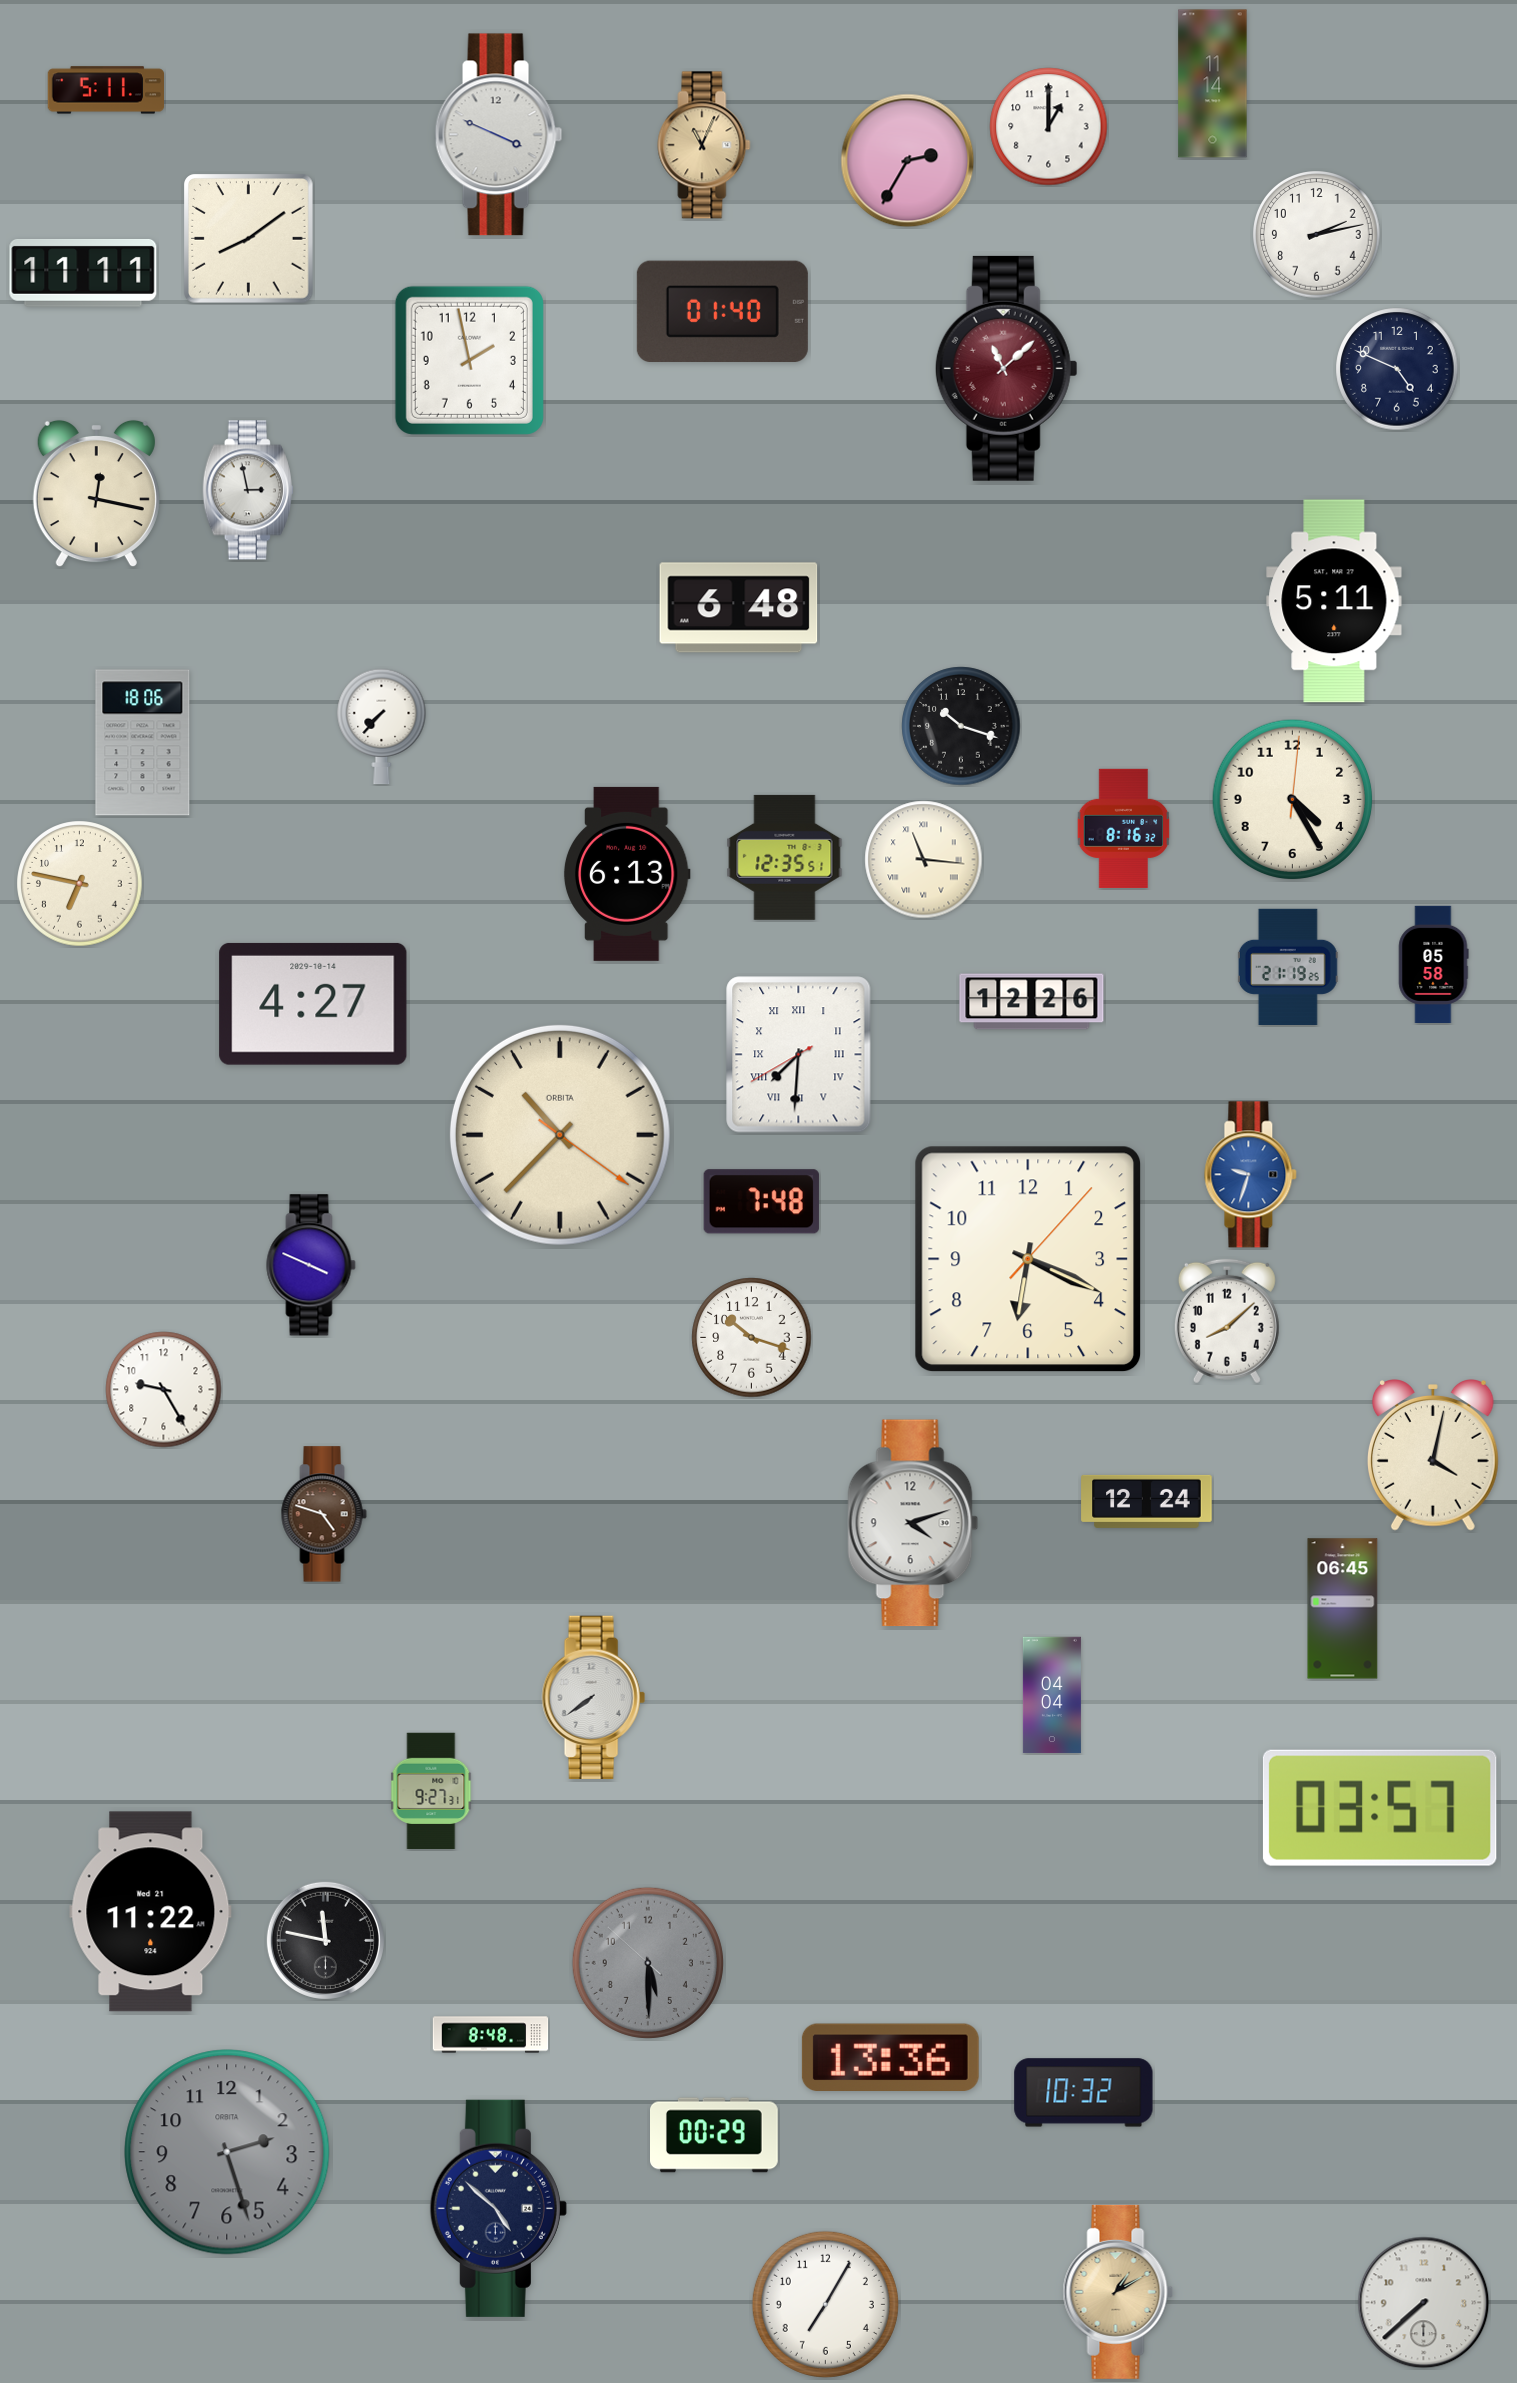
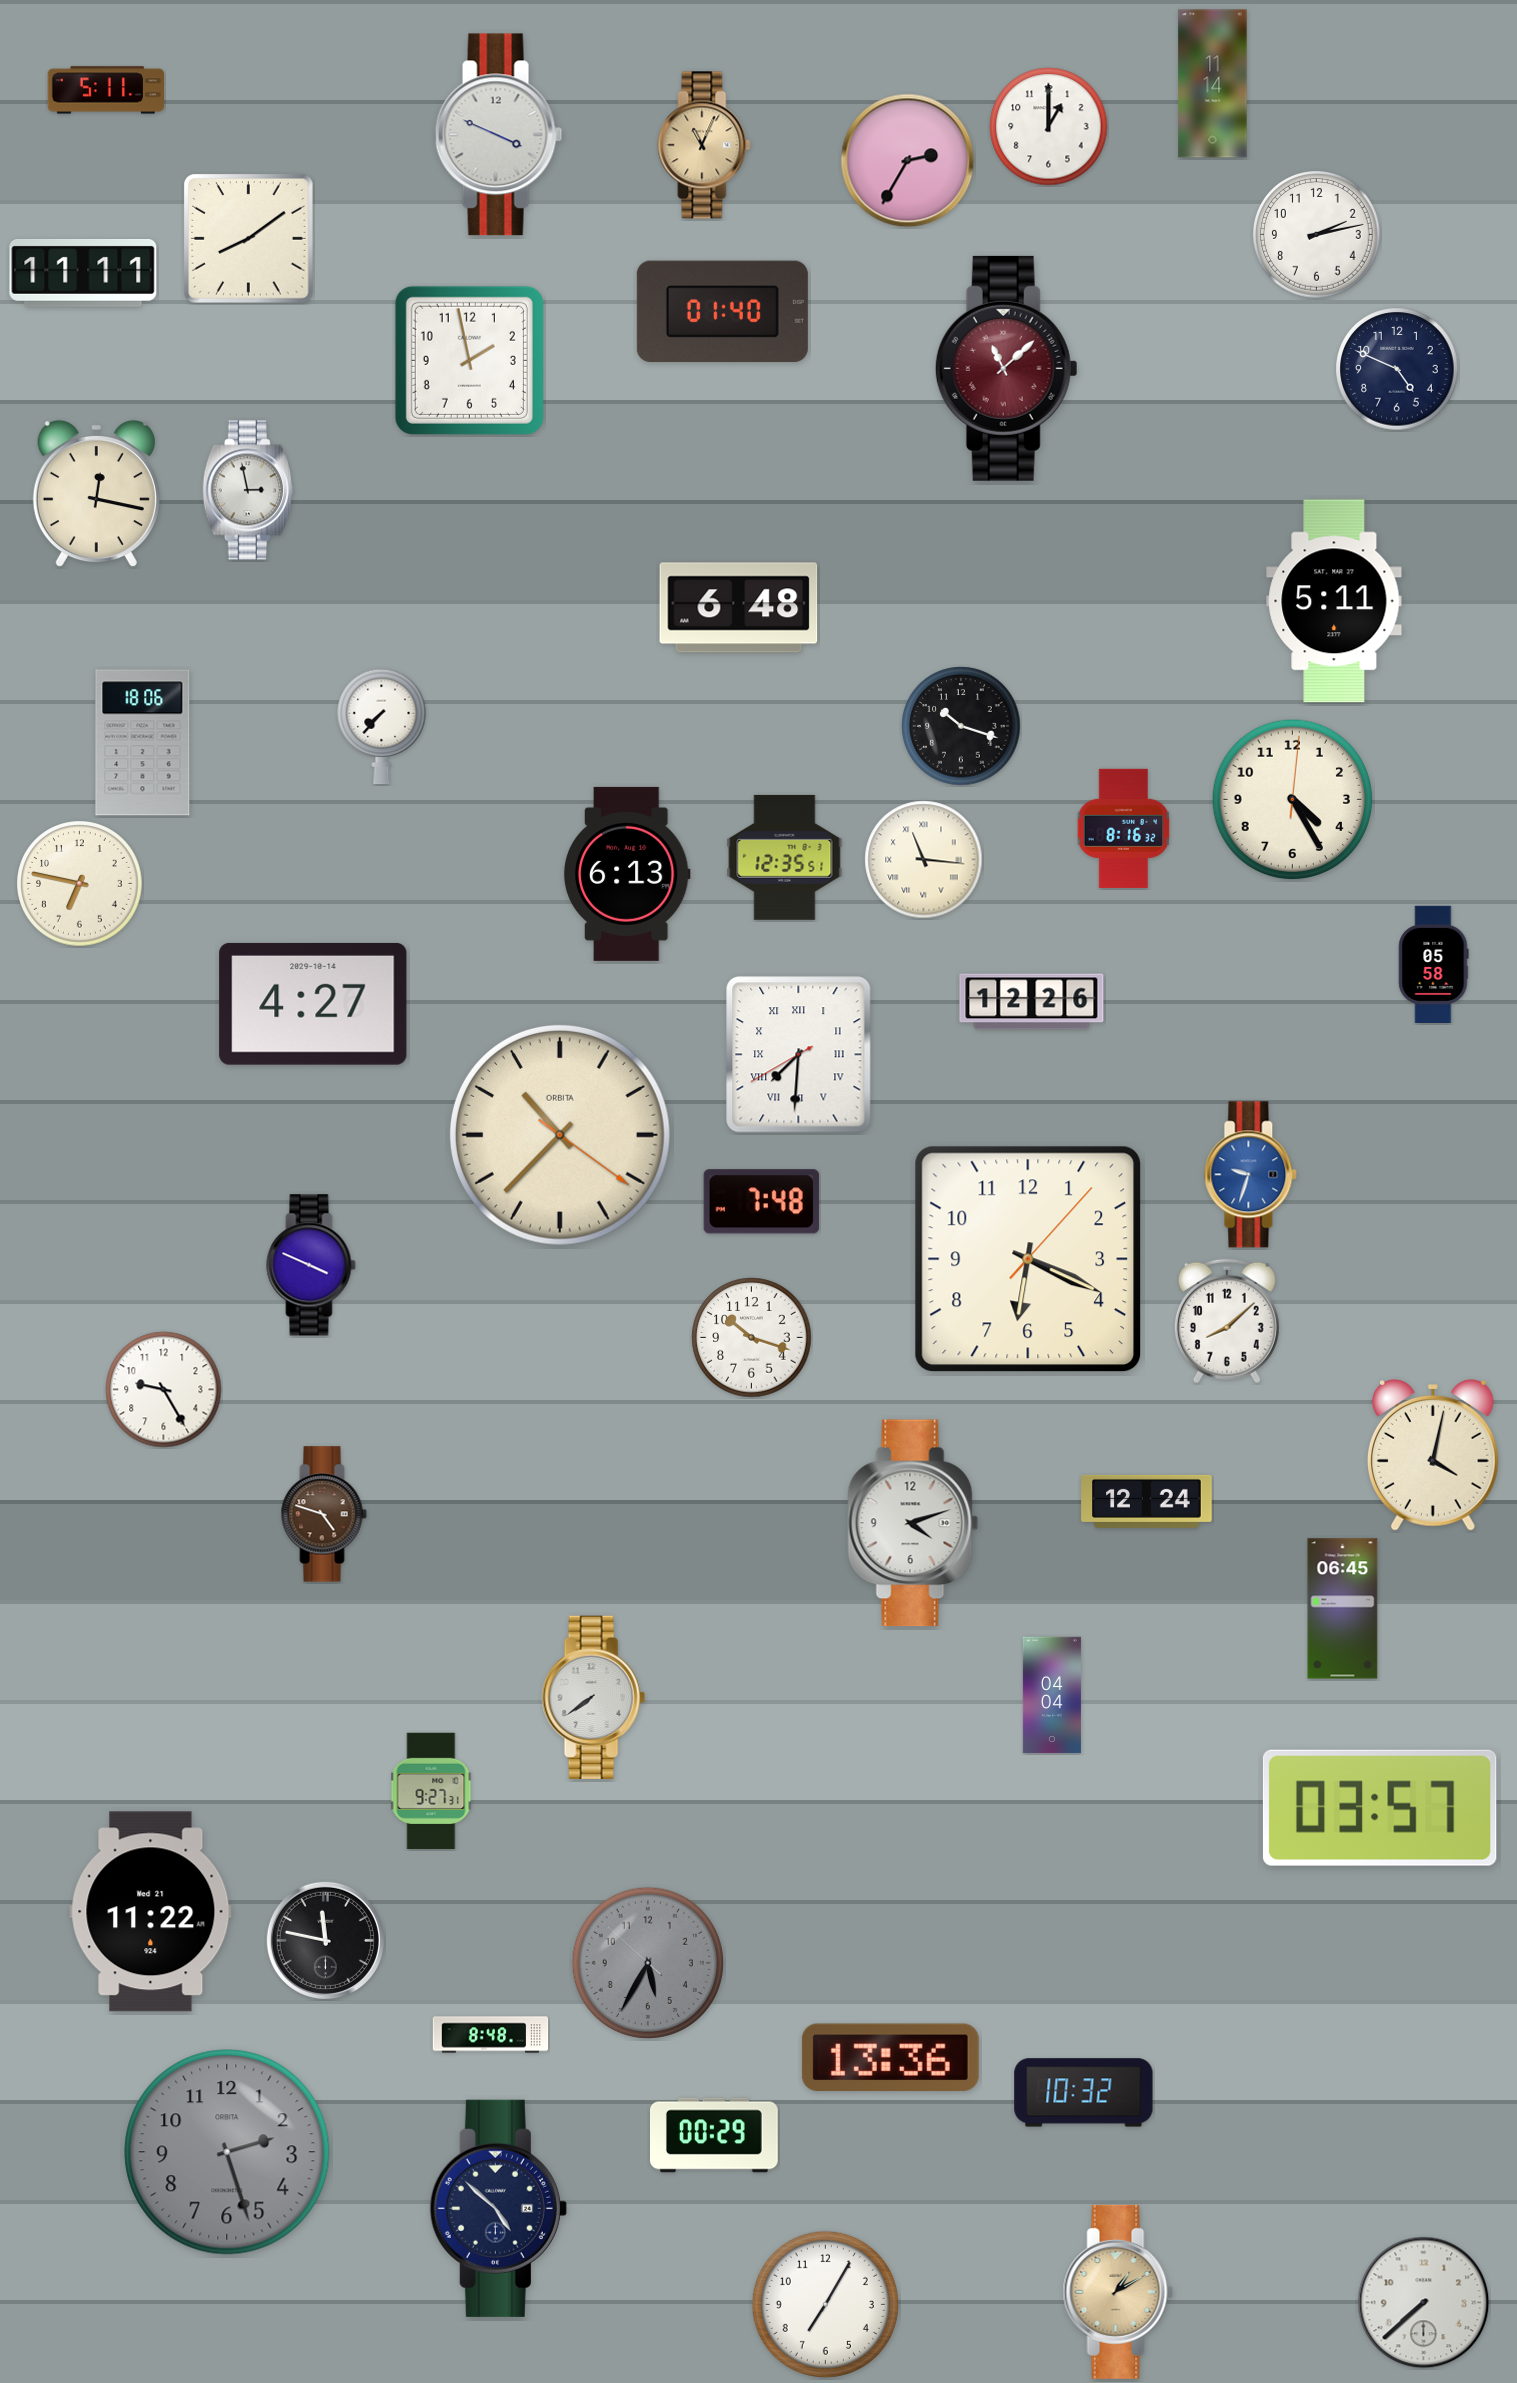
clock at (1288, 967): 21:19 -> none
clock at (648, 1963): 5:29 -> 5:34
